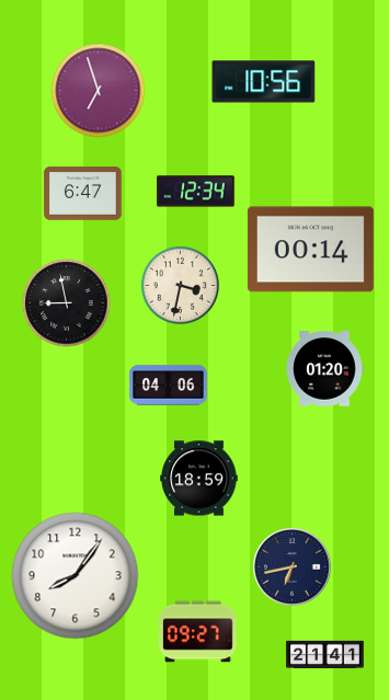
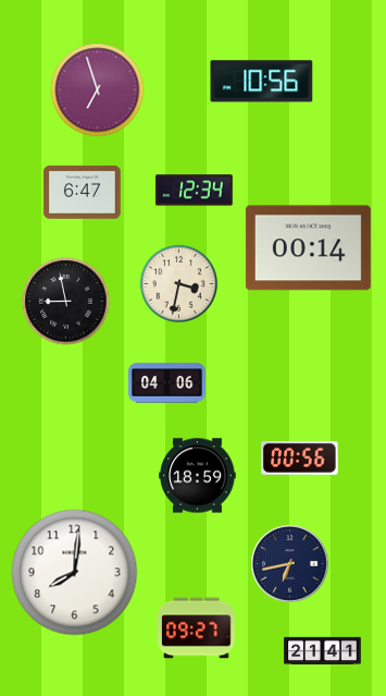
clock at (324, 369): 01:20 -> none
clock at (300, 457): none -> 00:56
clock at (76, 576): 8:06 -> 8:01
